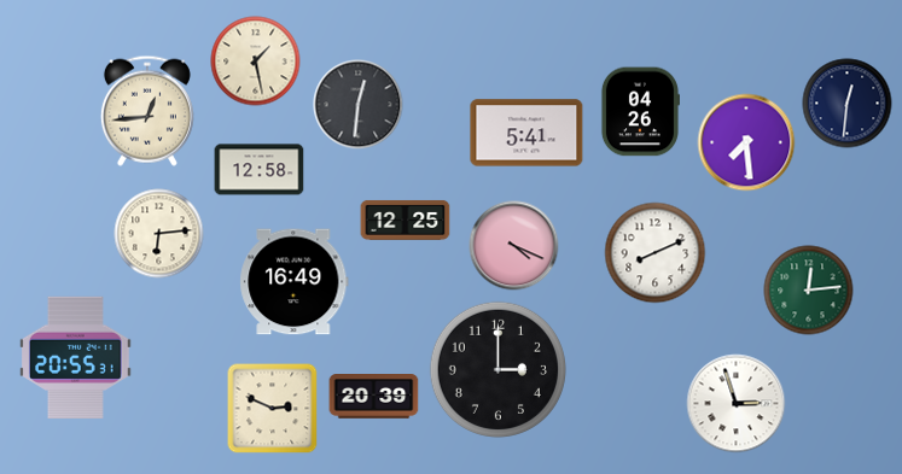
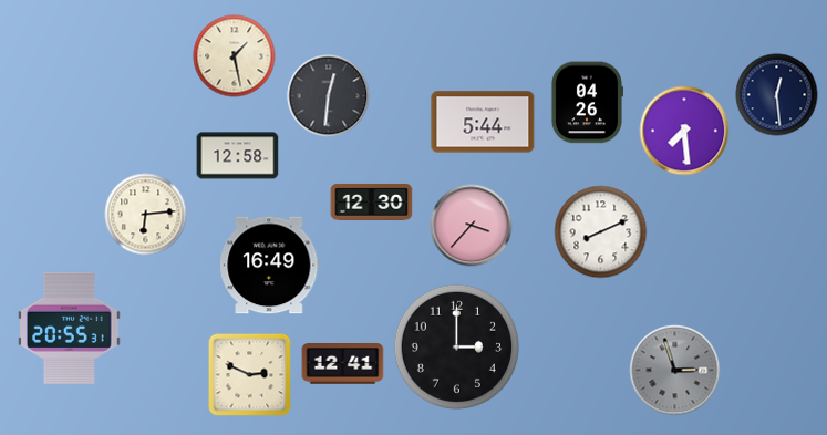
clock at (848, 104): 12:31 -> 12:29
clock at (147, 111): 12:44 -> none
clock at (526, 133): 5:41 -> 5:44
clock at (406, 221): 12:25 -> 12:30
clock at (514, 246): 4:19 -> 3:37
clock at (295, 282) position: (295, 282) -> (270, 266)
clock at (809, 291): 12:14 -> none
clock at (497, 369) position: (497, 369) -> (456, 346)
clock at (374, 397): 20:39 -> 12:41
clock at (737, 404) dial: white -> grey
